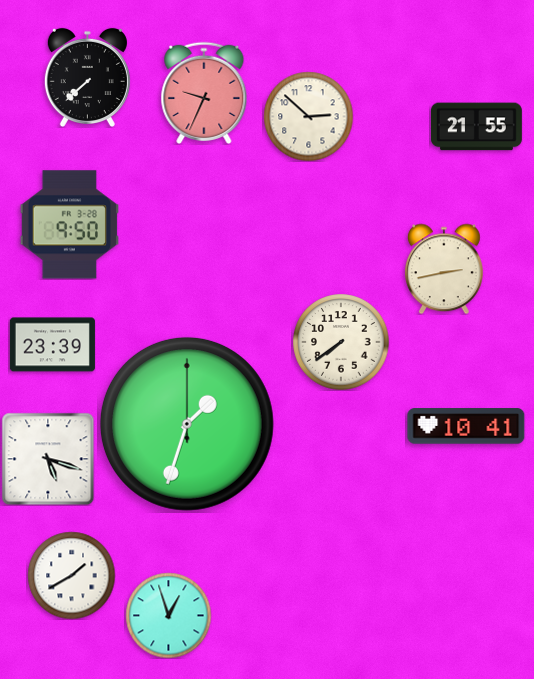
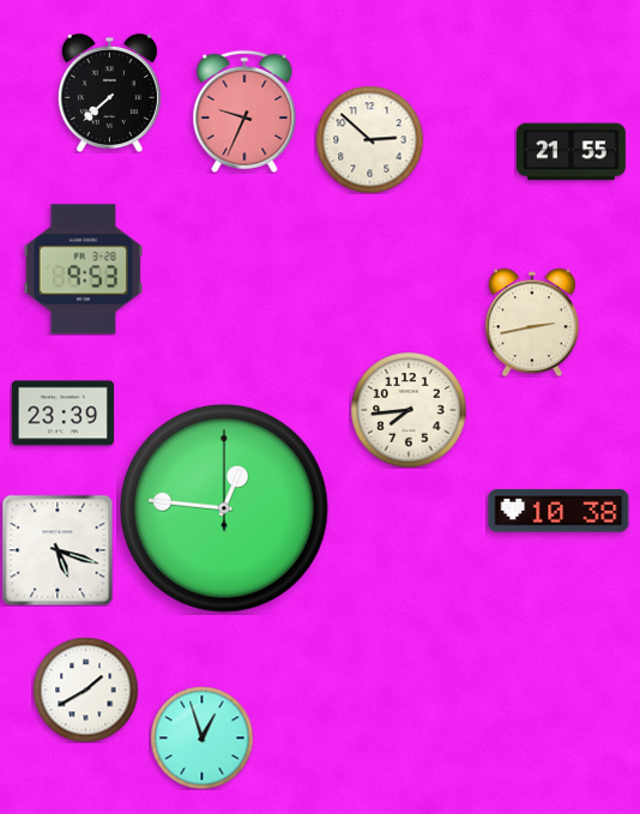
clock at (87, 77) position: (87, 77) -> (109, 92)
clock at (69, 225): 9:50 -> 9:53
clock at (341, 342): 7:39 -> 7:44
clock at (187, 424): 1:33 -> 12:46
clock at (466, 426): 10:41 -> 10:38
